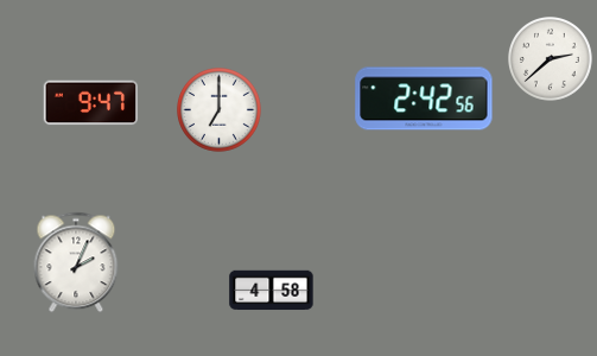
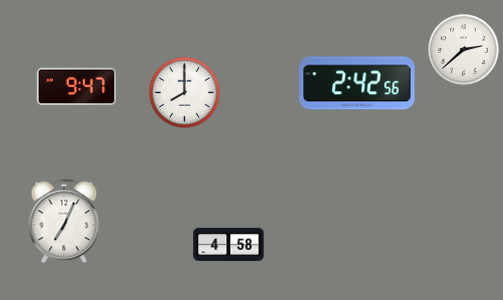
clock at (220, 110): 7:00 -> 8:00
clock at (76, 262): 2:04 -> 7:04
